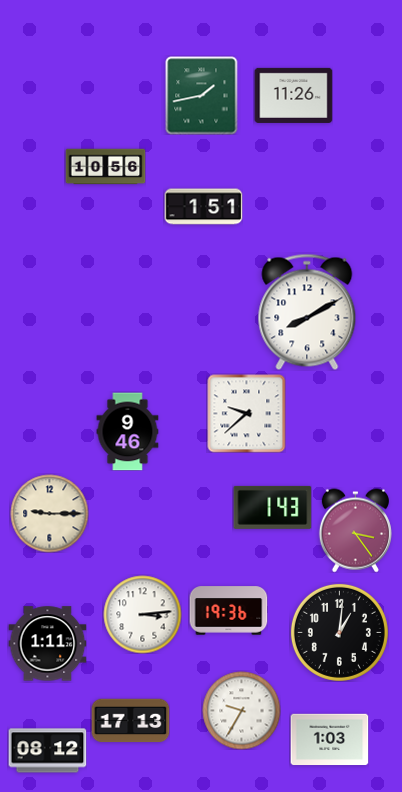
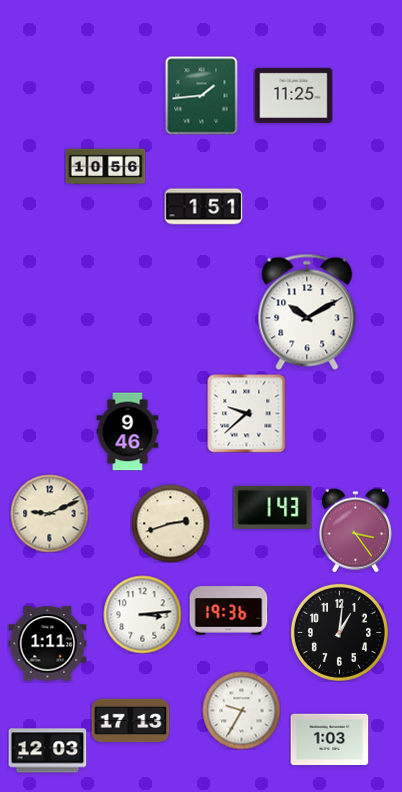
clock at (202, 95): 1:43 -> 1:44
clock at (293, 95): 11:26 -> 11:25
clock at (307, 312): 8:10 -> 10:10
clock at (49, 513): 9:15 -> 9:11
clock at (170, 523): none -> 2:42
clock at (47, 751): 08:12 -> 12:03
